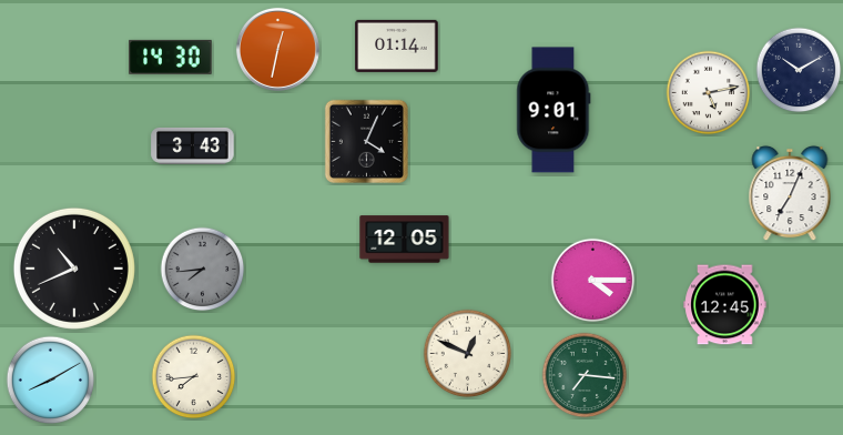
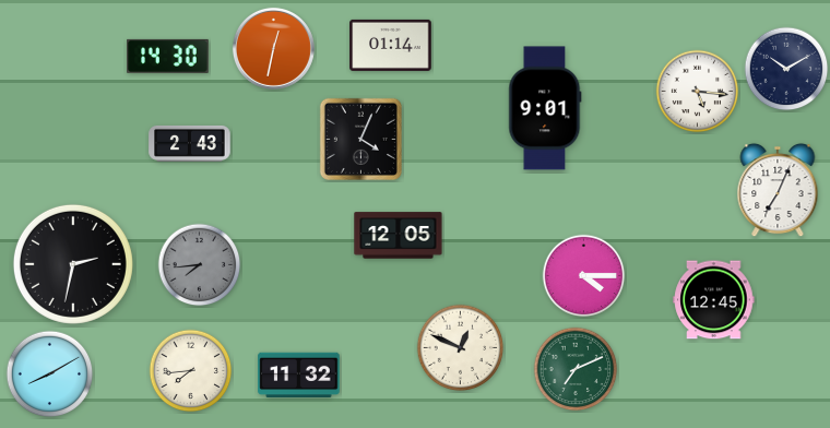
clock at (709, 93): 5:13 -> 5:16
clock at (193, 145): 3:43 -> 2:43
clock at (74, 269): 10:41 -> 2:32
clock at (585, 375): 7:16 -> 7:11
clock at (299, 376): none -> 11:32
